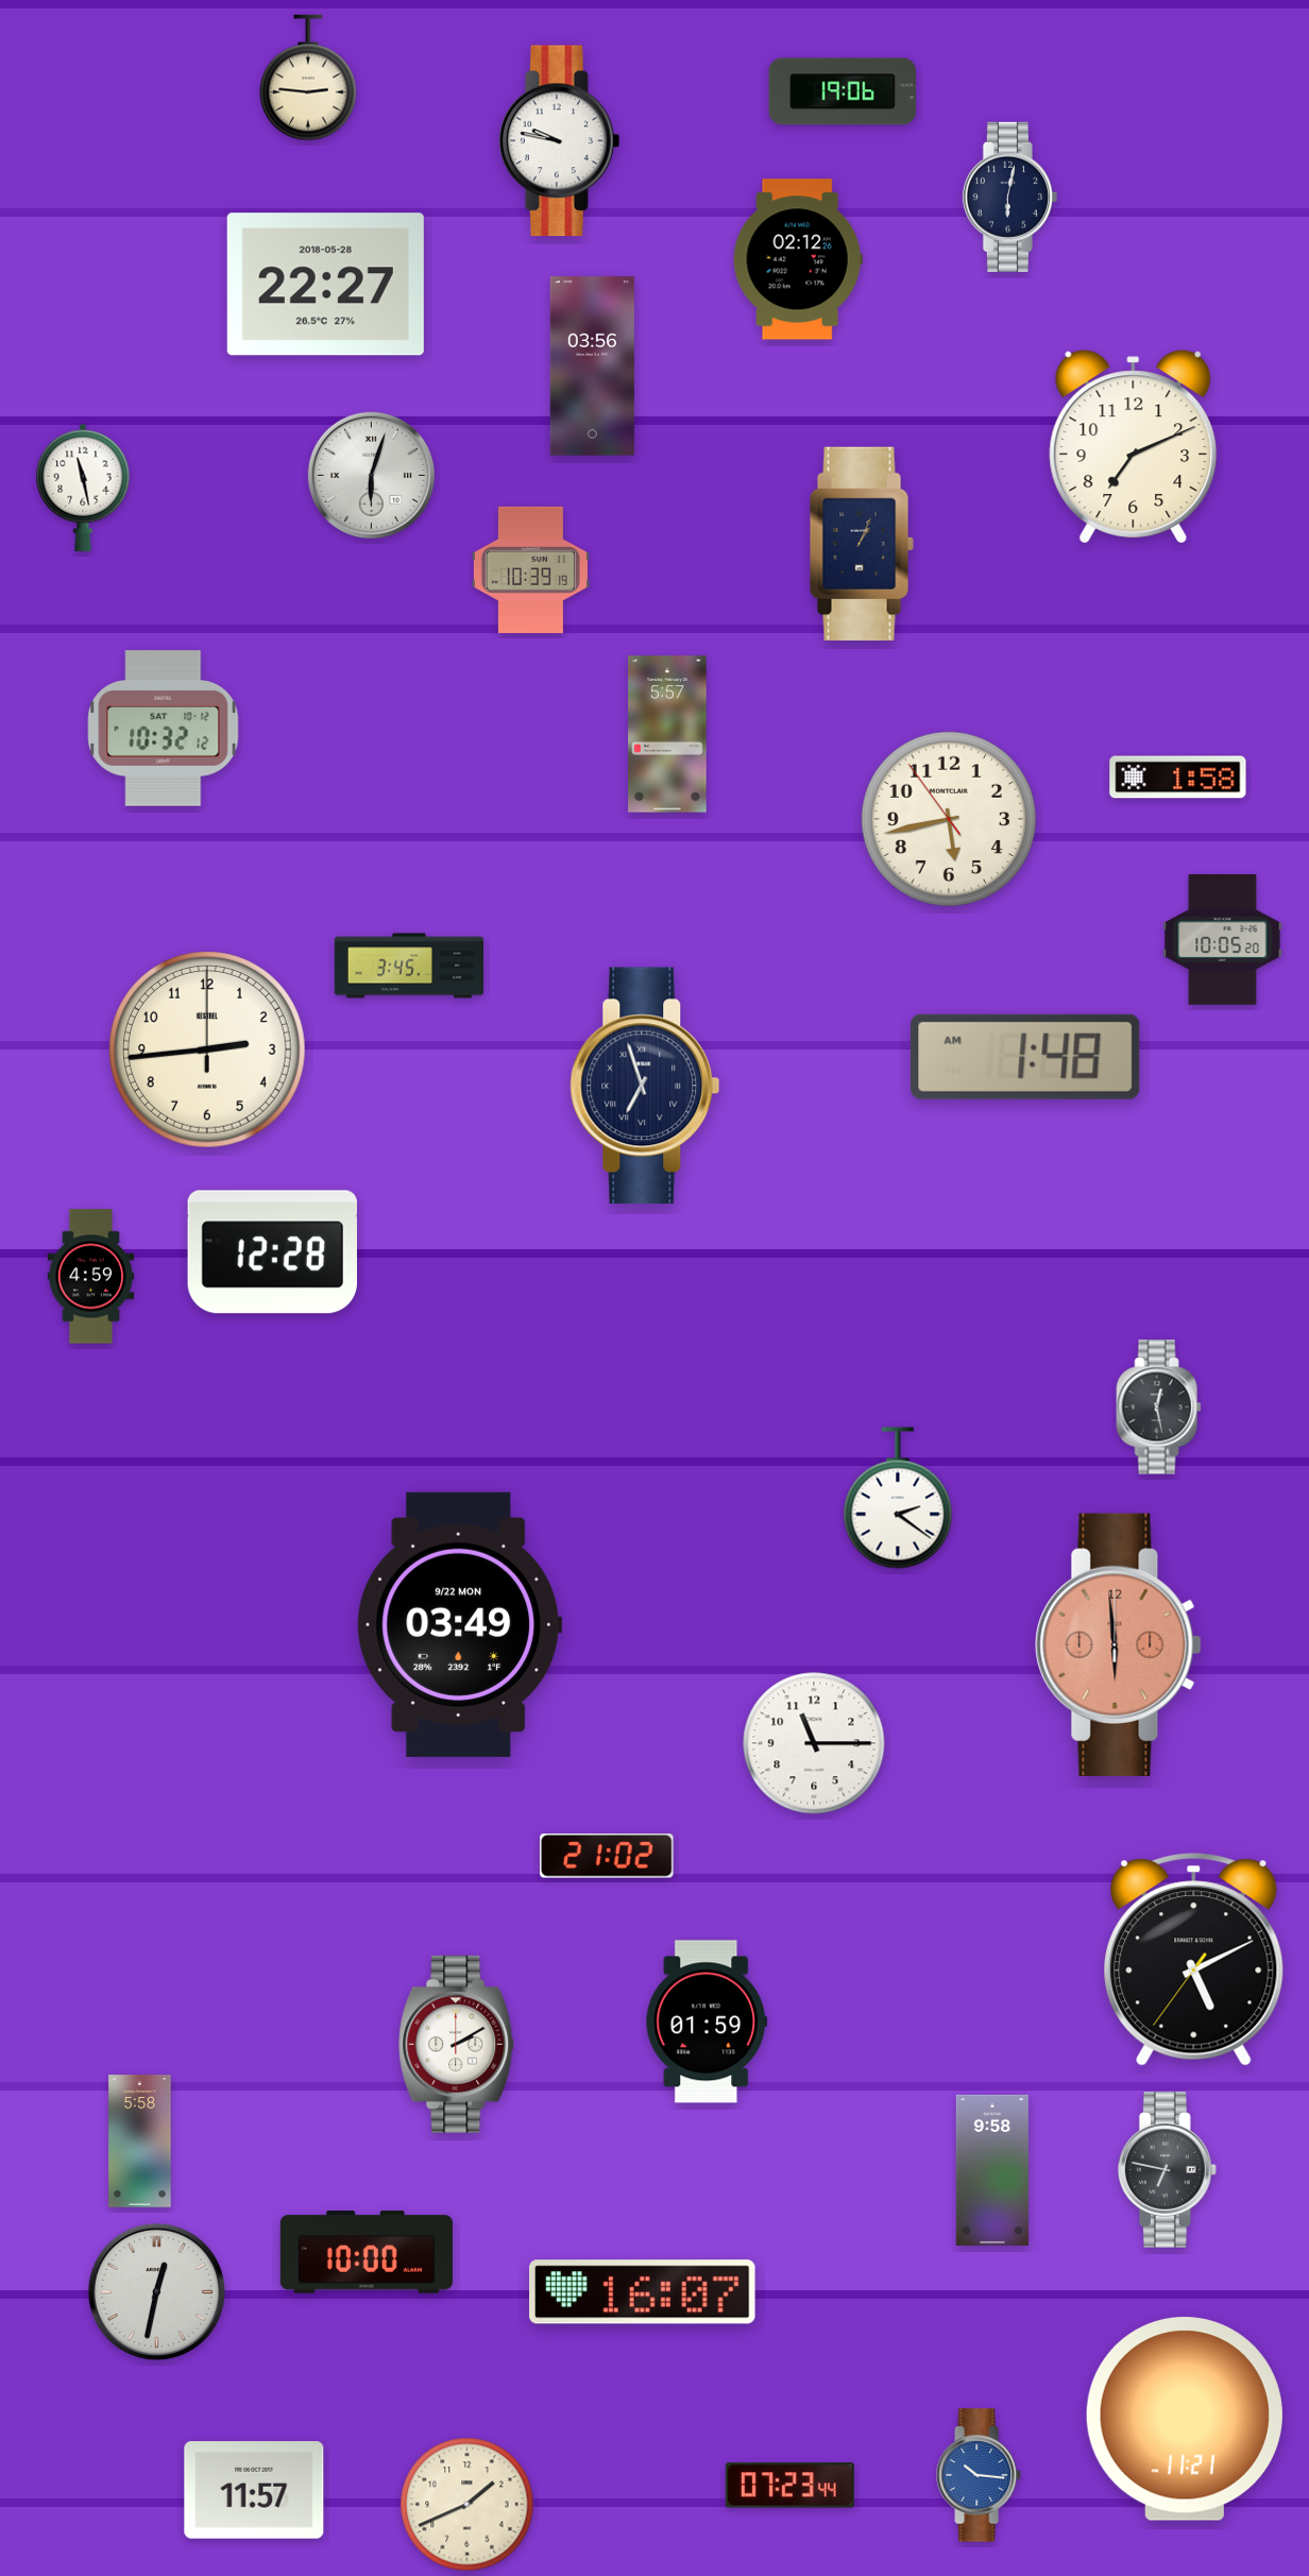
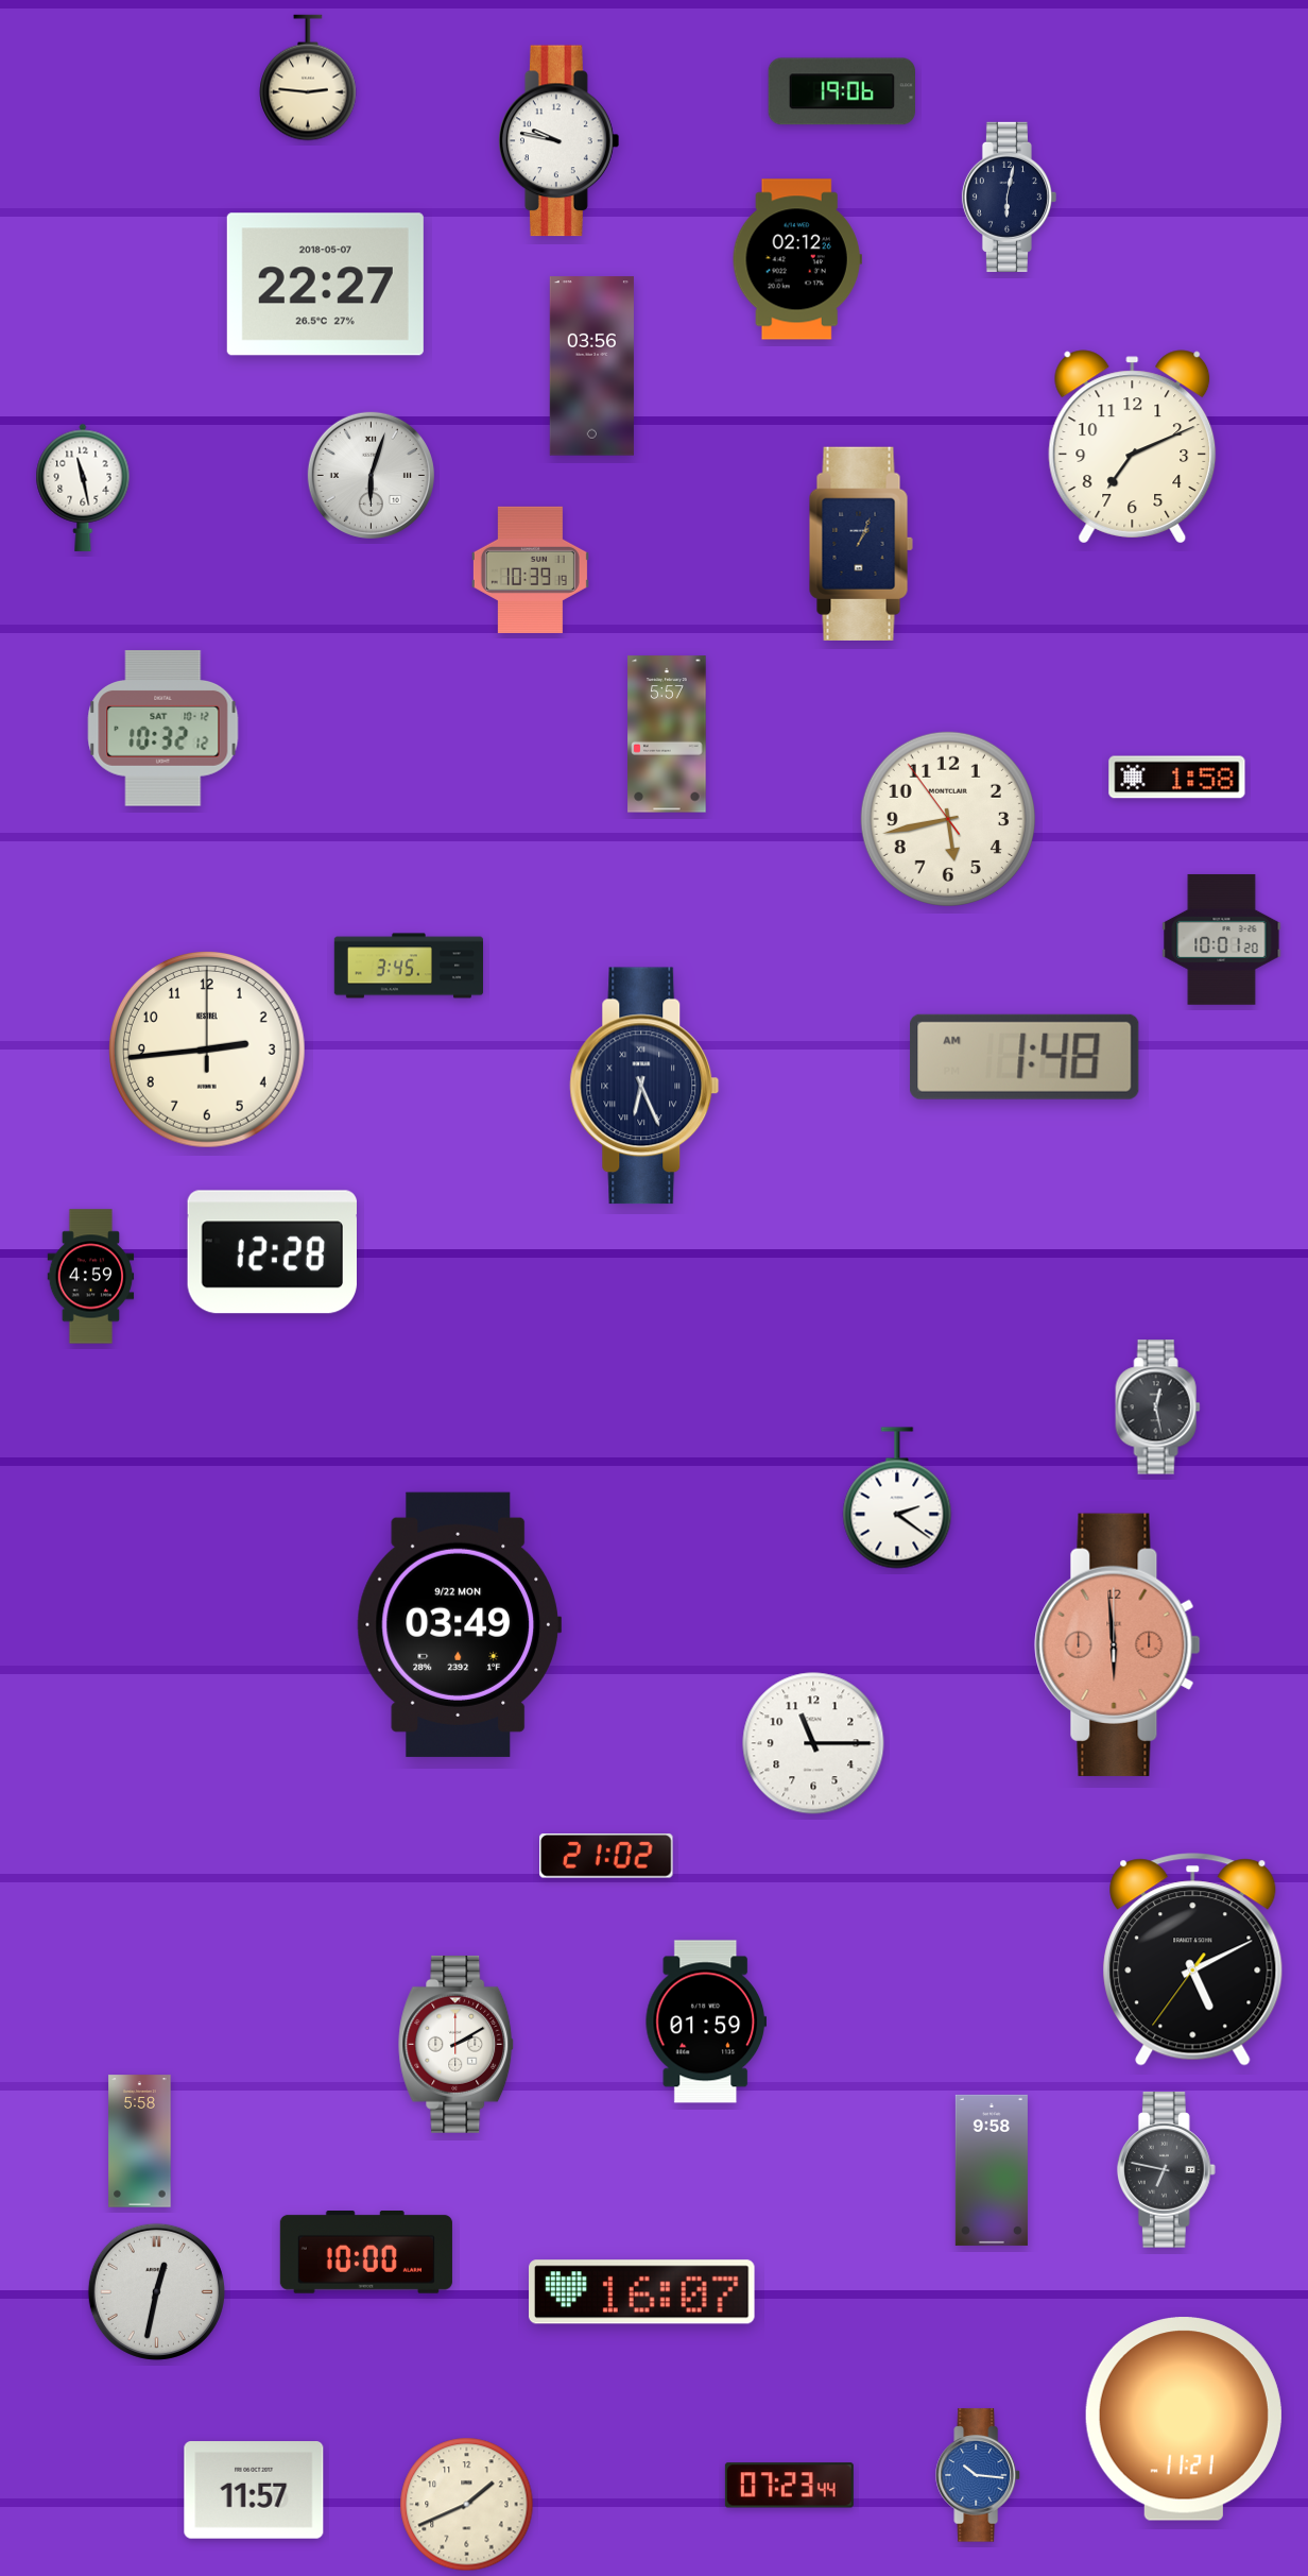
clock at (325, 285) date: 2018-05-28 -> 2018-05-07
clock at (1223, 940): 10:05 -> 10:01
clock at (645, 1086): 6:57 -> 6:26
